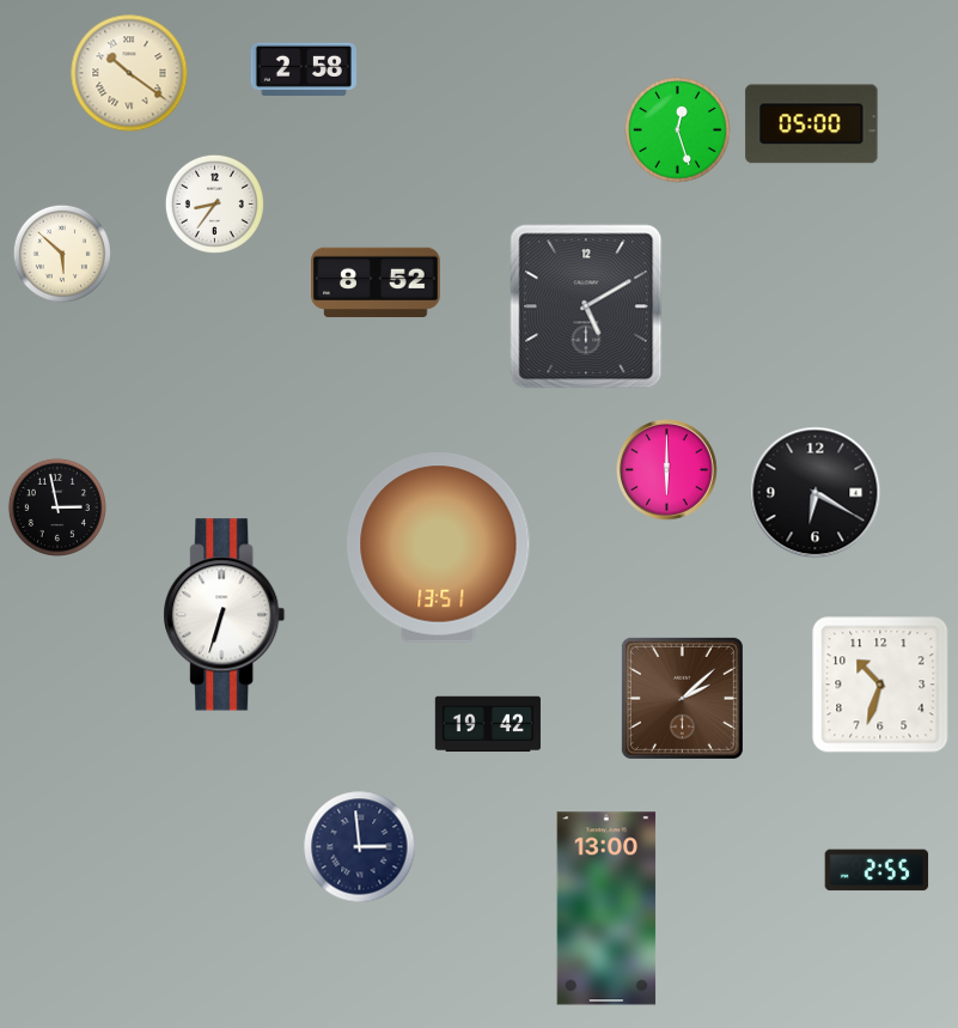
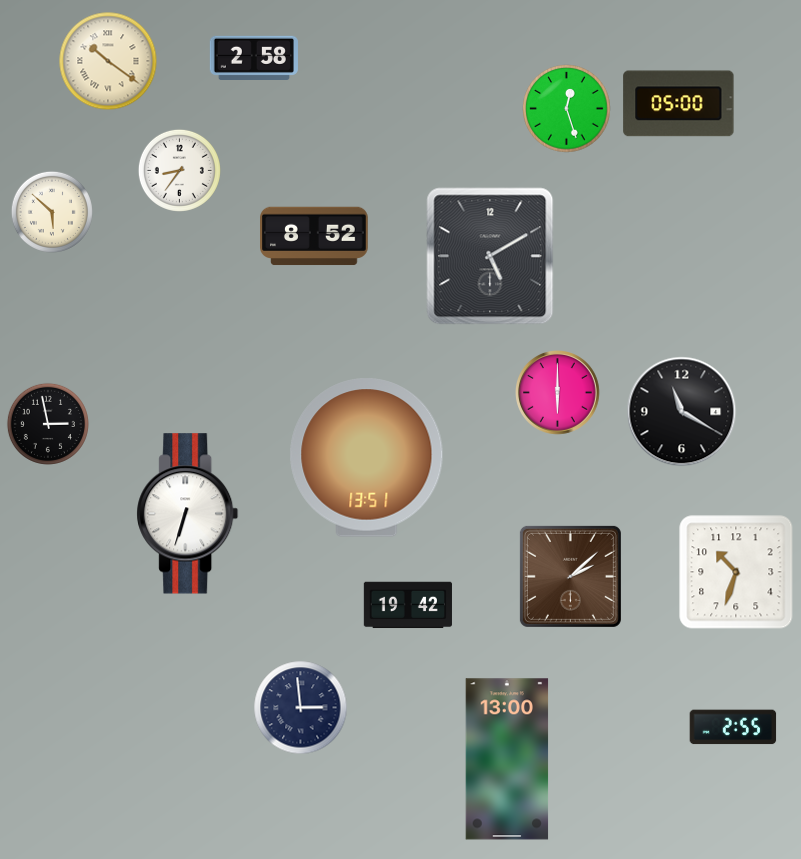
clock at (816, 493): 6:20 -> 11:20
clock at (682, 698) position: (682, 698) -> (570, 576)
